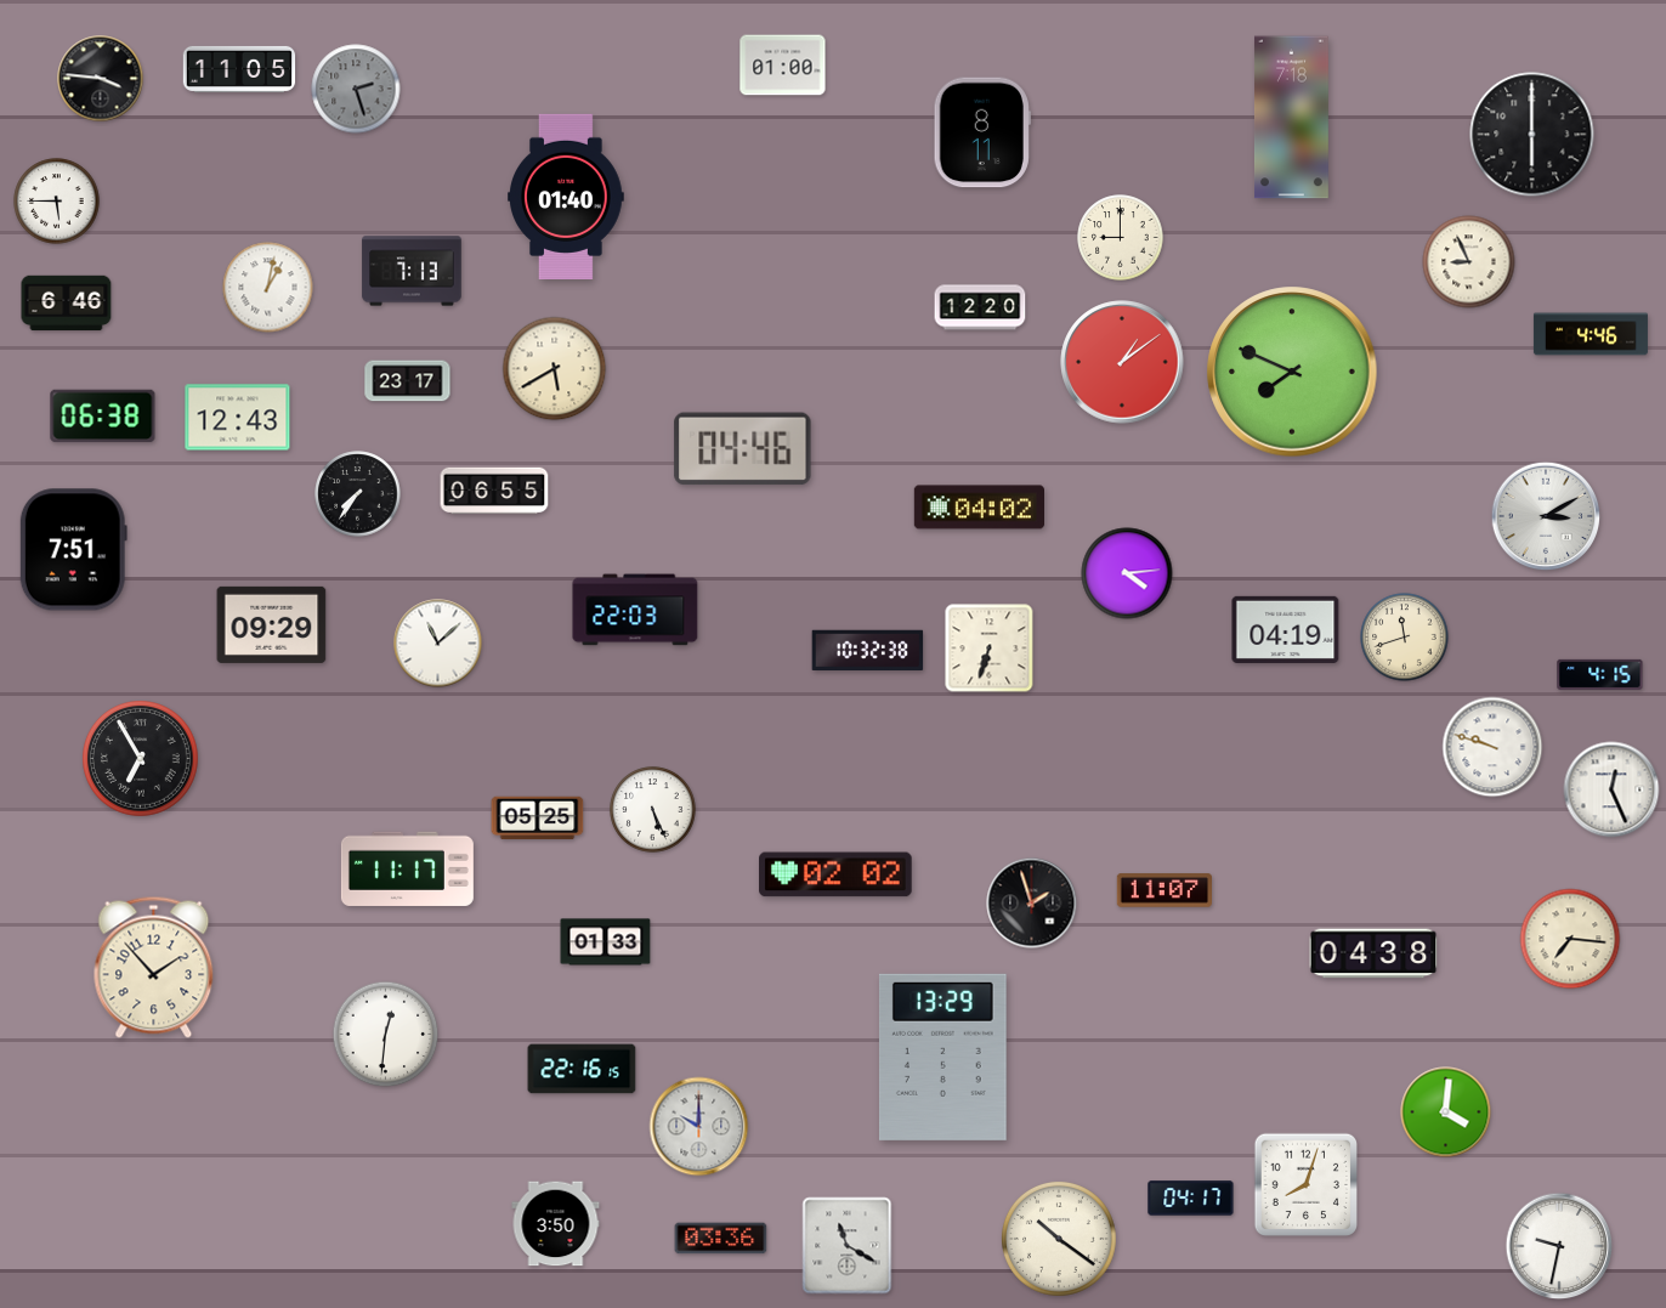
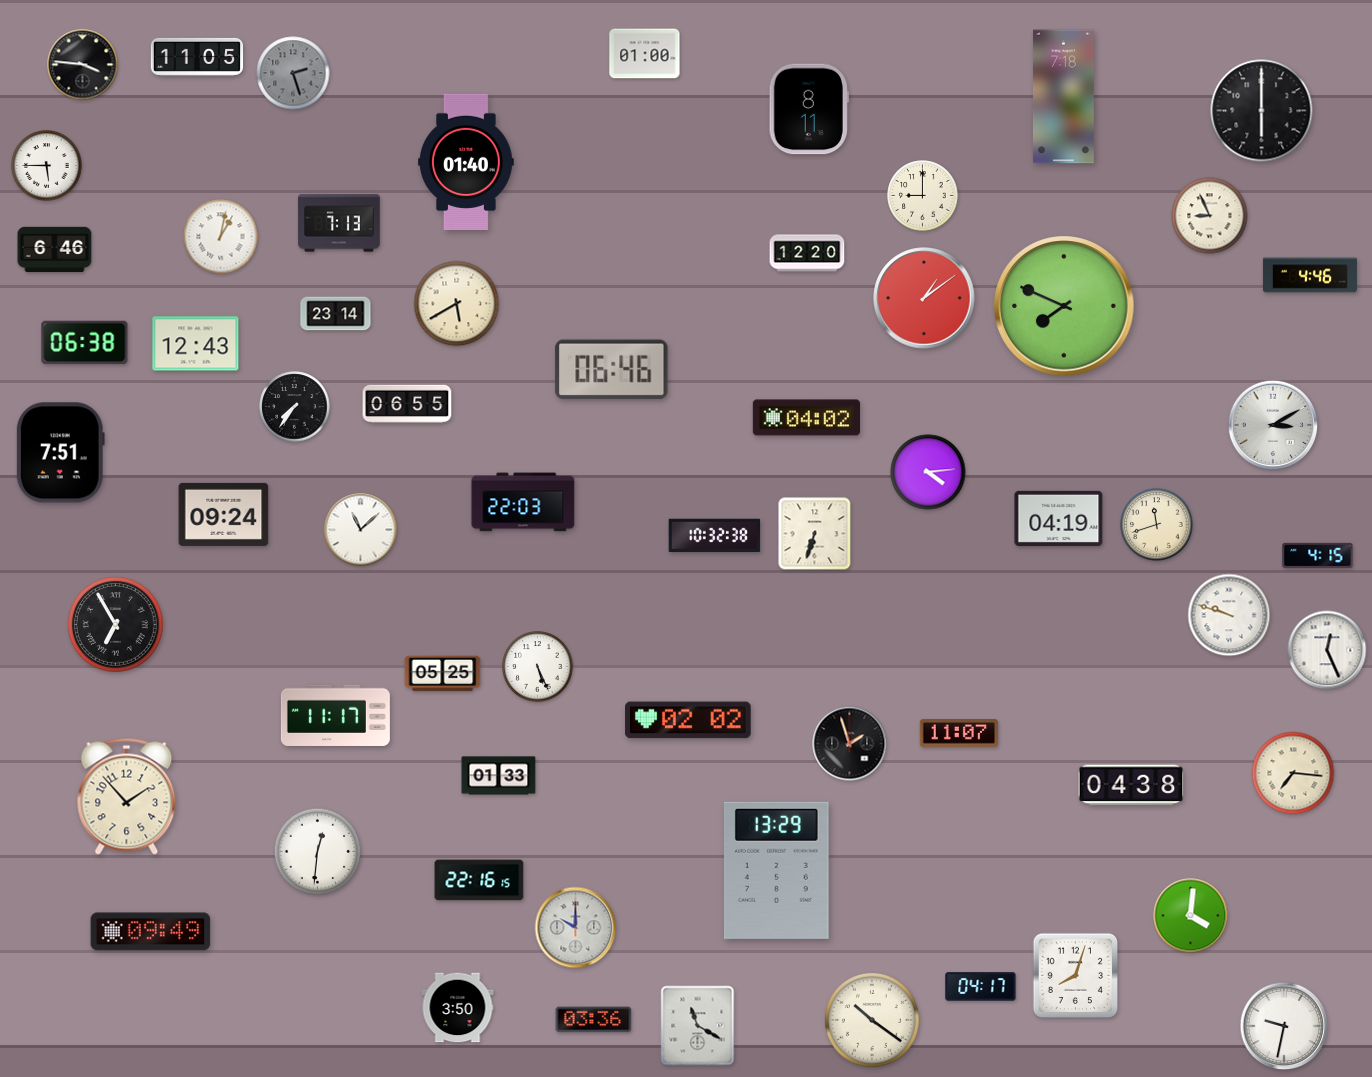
clock at (408, 381): 23:17 -> 23:14
clock at (743, 449): 04:46 -> 06:46
clock at (272, 624): 09:29 -> 09:24
clock at (151, 932): none -> 09:49
